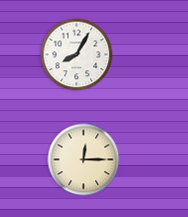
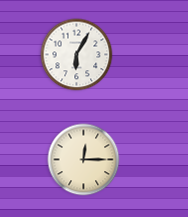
clock at (77, 55): 8:05 -> 6:05
